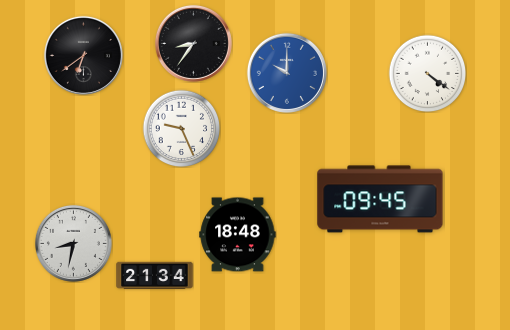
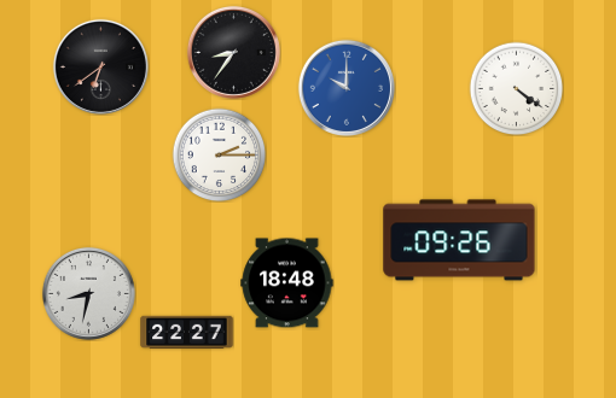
clock at (181, 128): 9:26 -> 2:15
clock at (380, 199): 09:45 -> 09:26
clock at (155, 276): 21:34 -> 22:27
